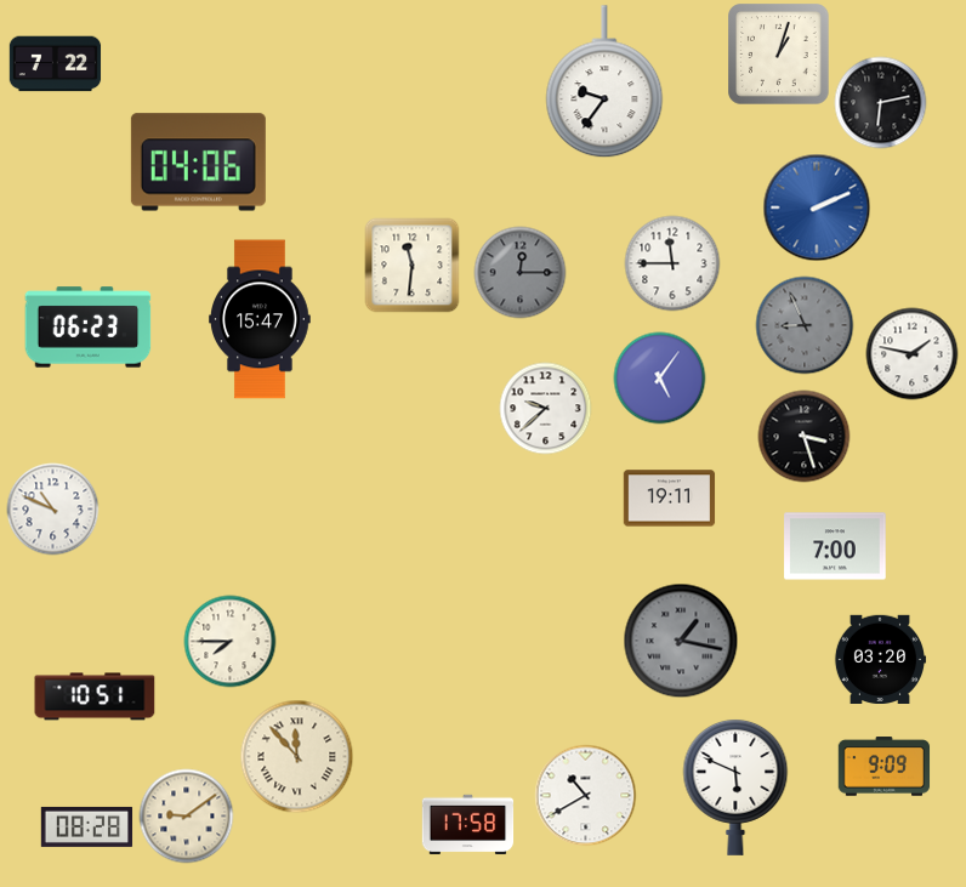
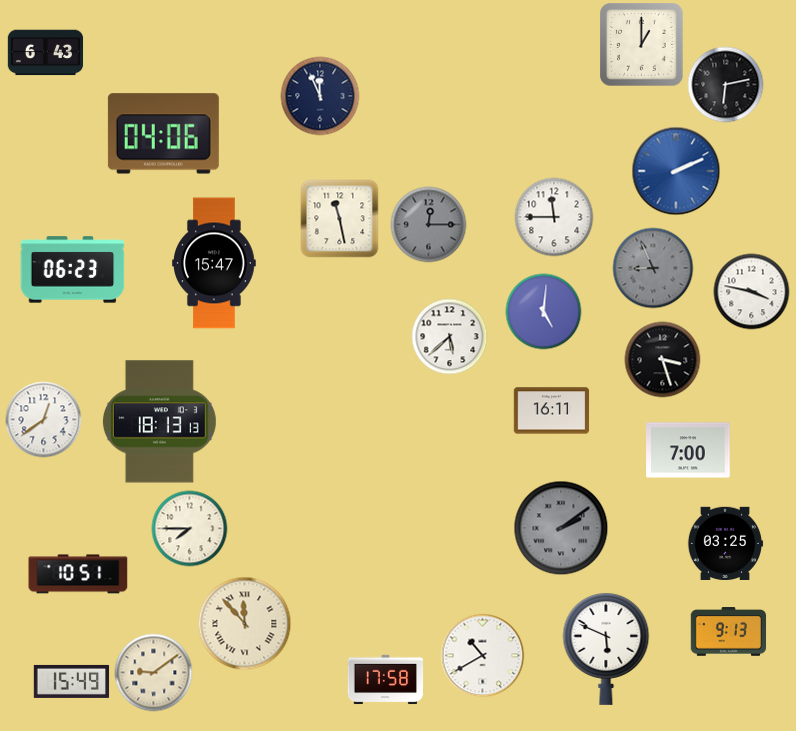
clock at (779, 55): 1:03 -> 1:00
clock at (56, 64): 7:22 -> 6:43
clock at (604, 83): 9:36 -> none
clock at (320, 96): none -> 11:56
clock at (817, 207) position: (817, 207) -> (676, 171)
clock at (413, 266): 11:31 -> 11:28
clock at (805, 325) position: (805, 325) -> (653, 268)
clock at (913, 354): 1:47 -> 3:47
clock at (660, 379): 5:06 -> 5:01
clock at (546, 409): 9:38 -> 5:38
clock at (670, 499): 19:11 -> 16:11
clock at (53, 510): 10:49 -> 12:39
clock at (159, 422): none -> 18:13
clock at (681, 641): 1:17 -> 2:09
clock at (880, 659): 03:20 -> 03:25
clock at (885, 767): 9:09 -> 9:13
clock at (87, 826): 08:28 -> 15:49
